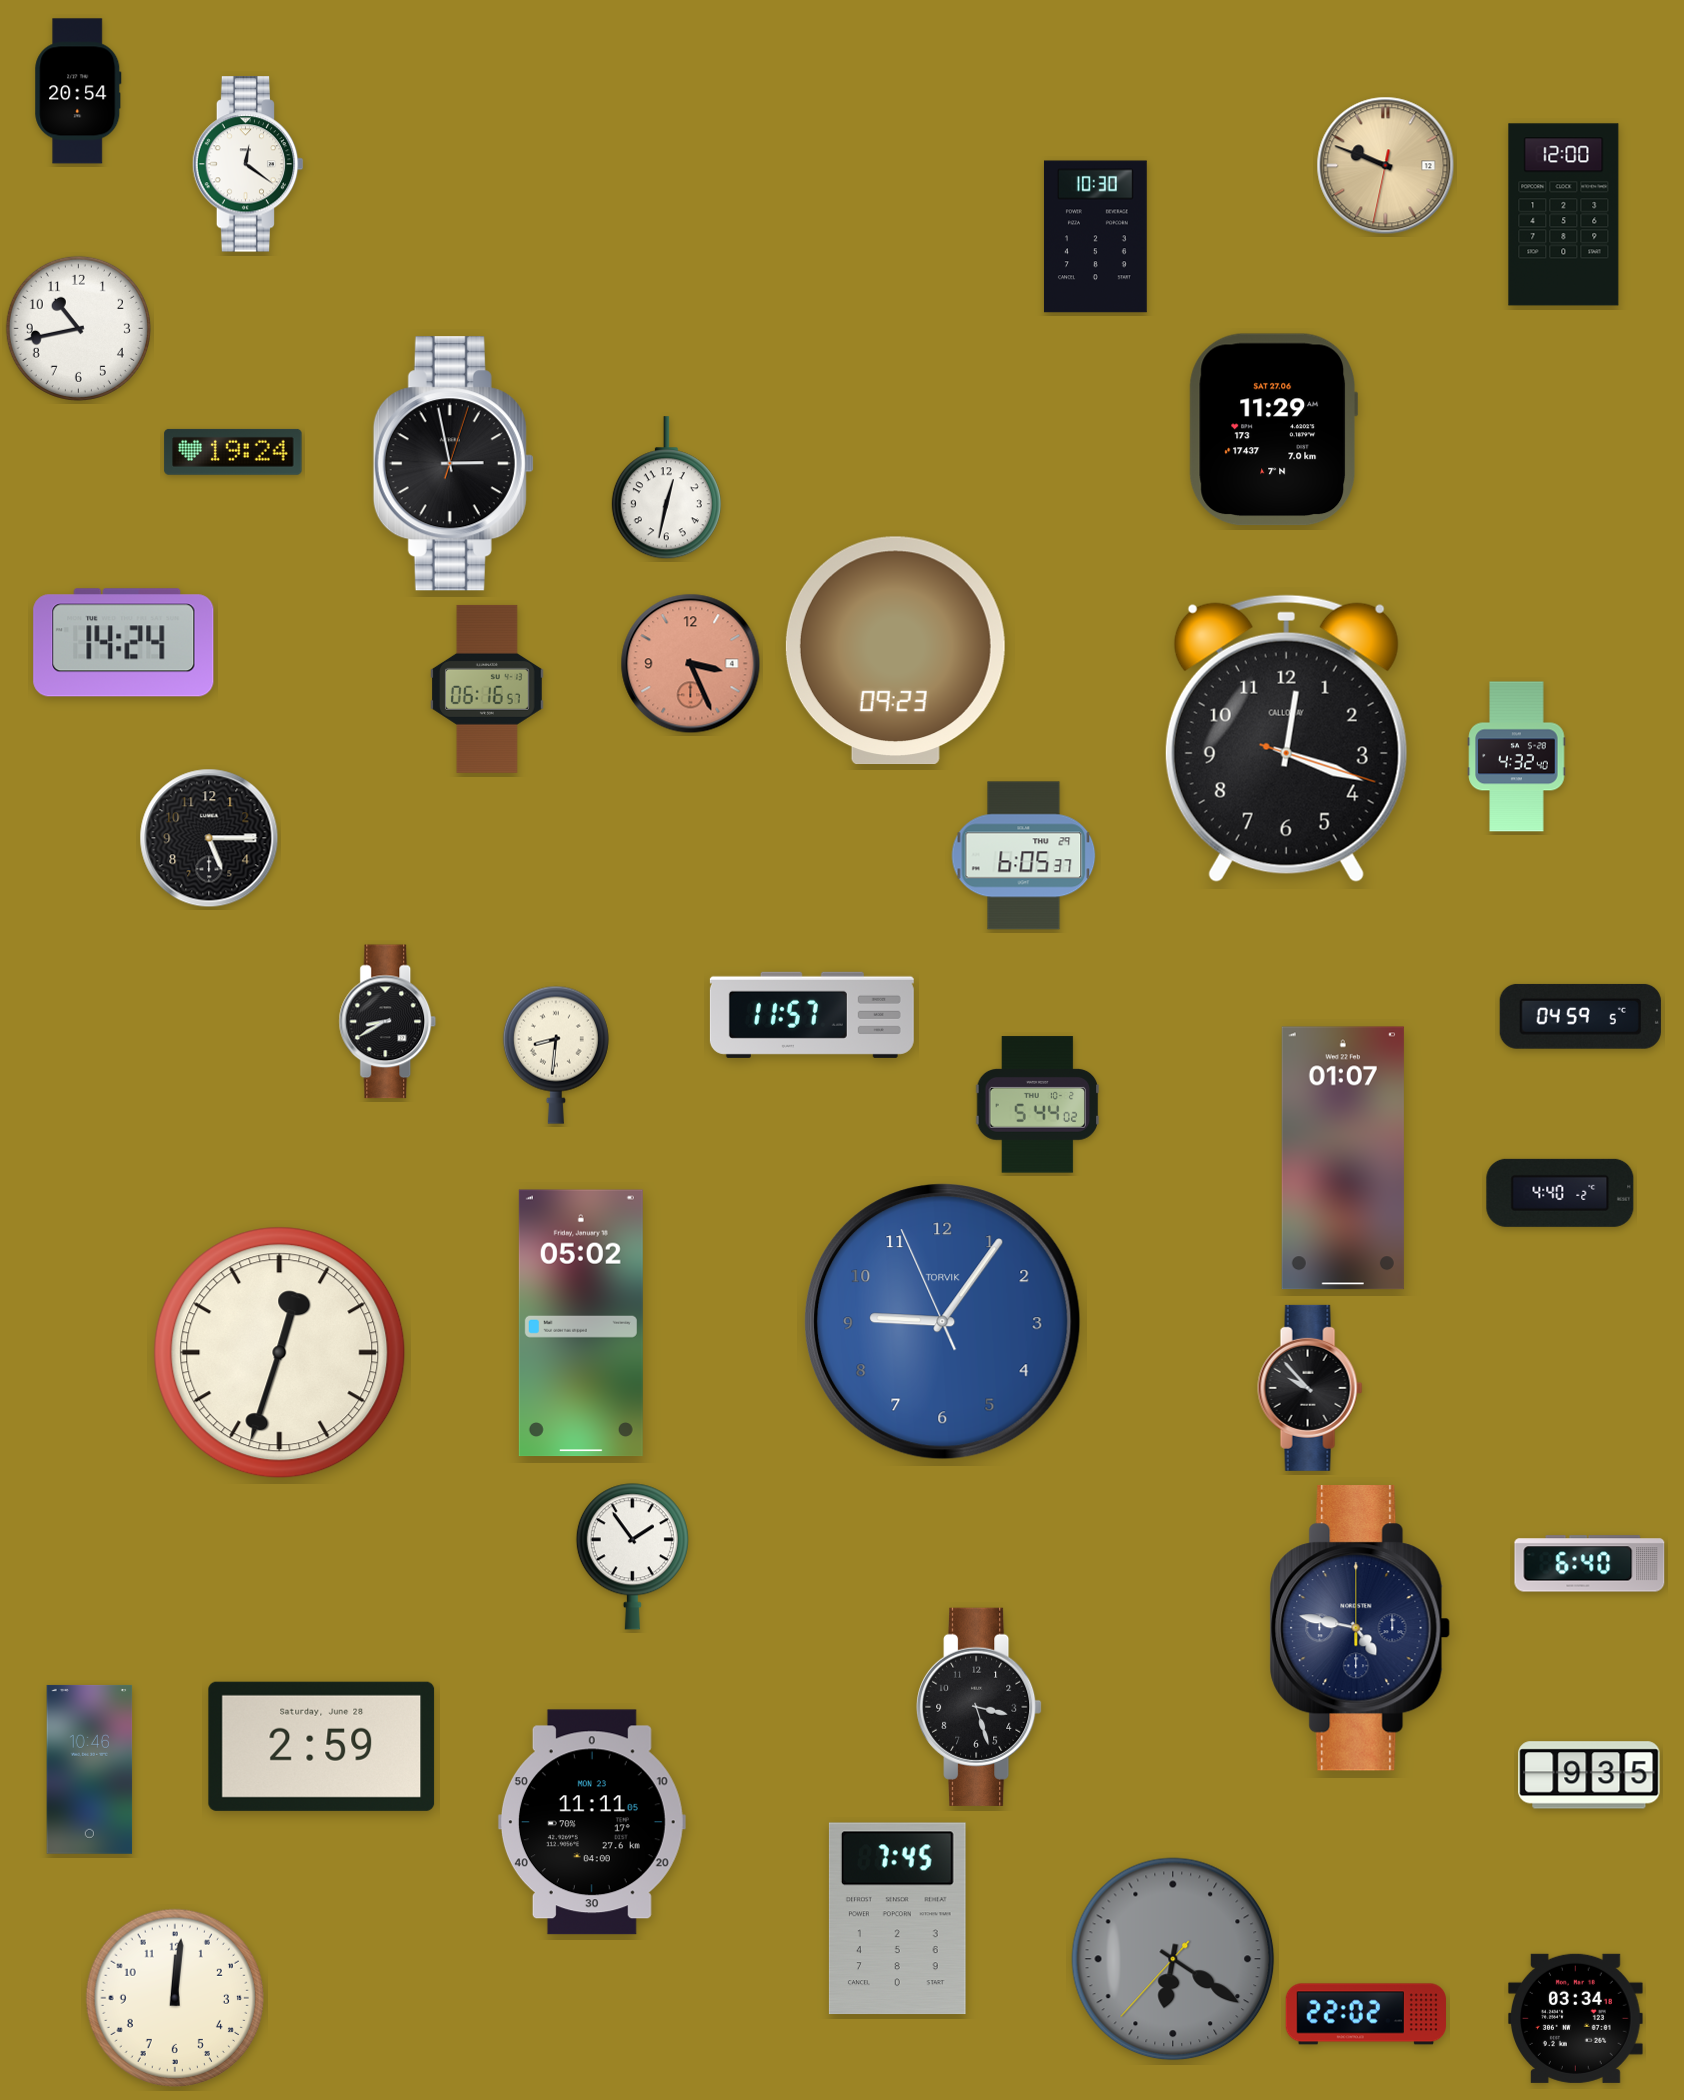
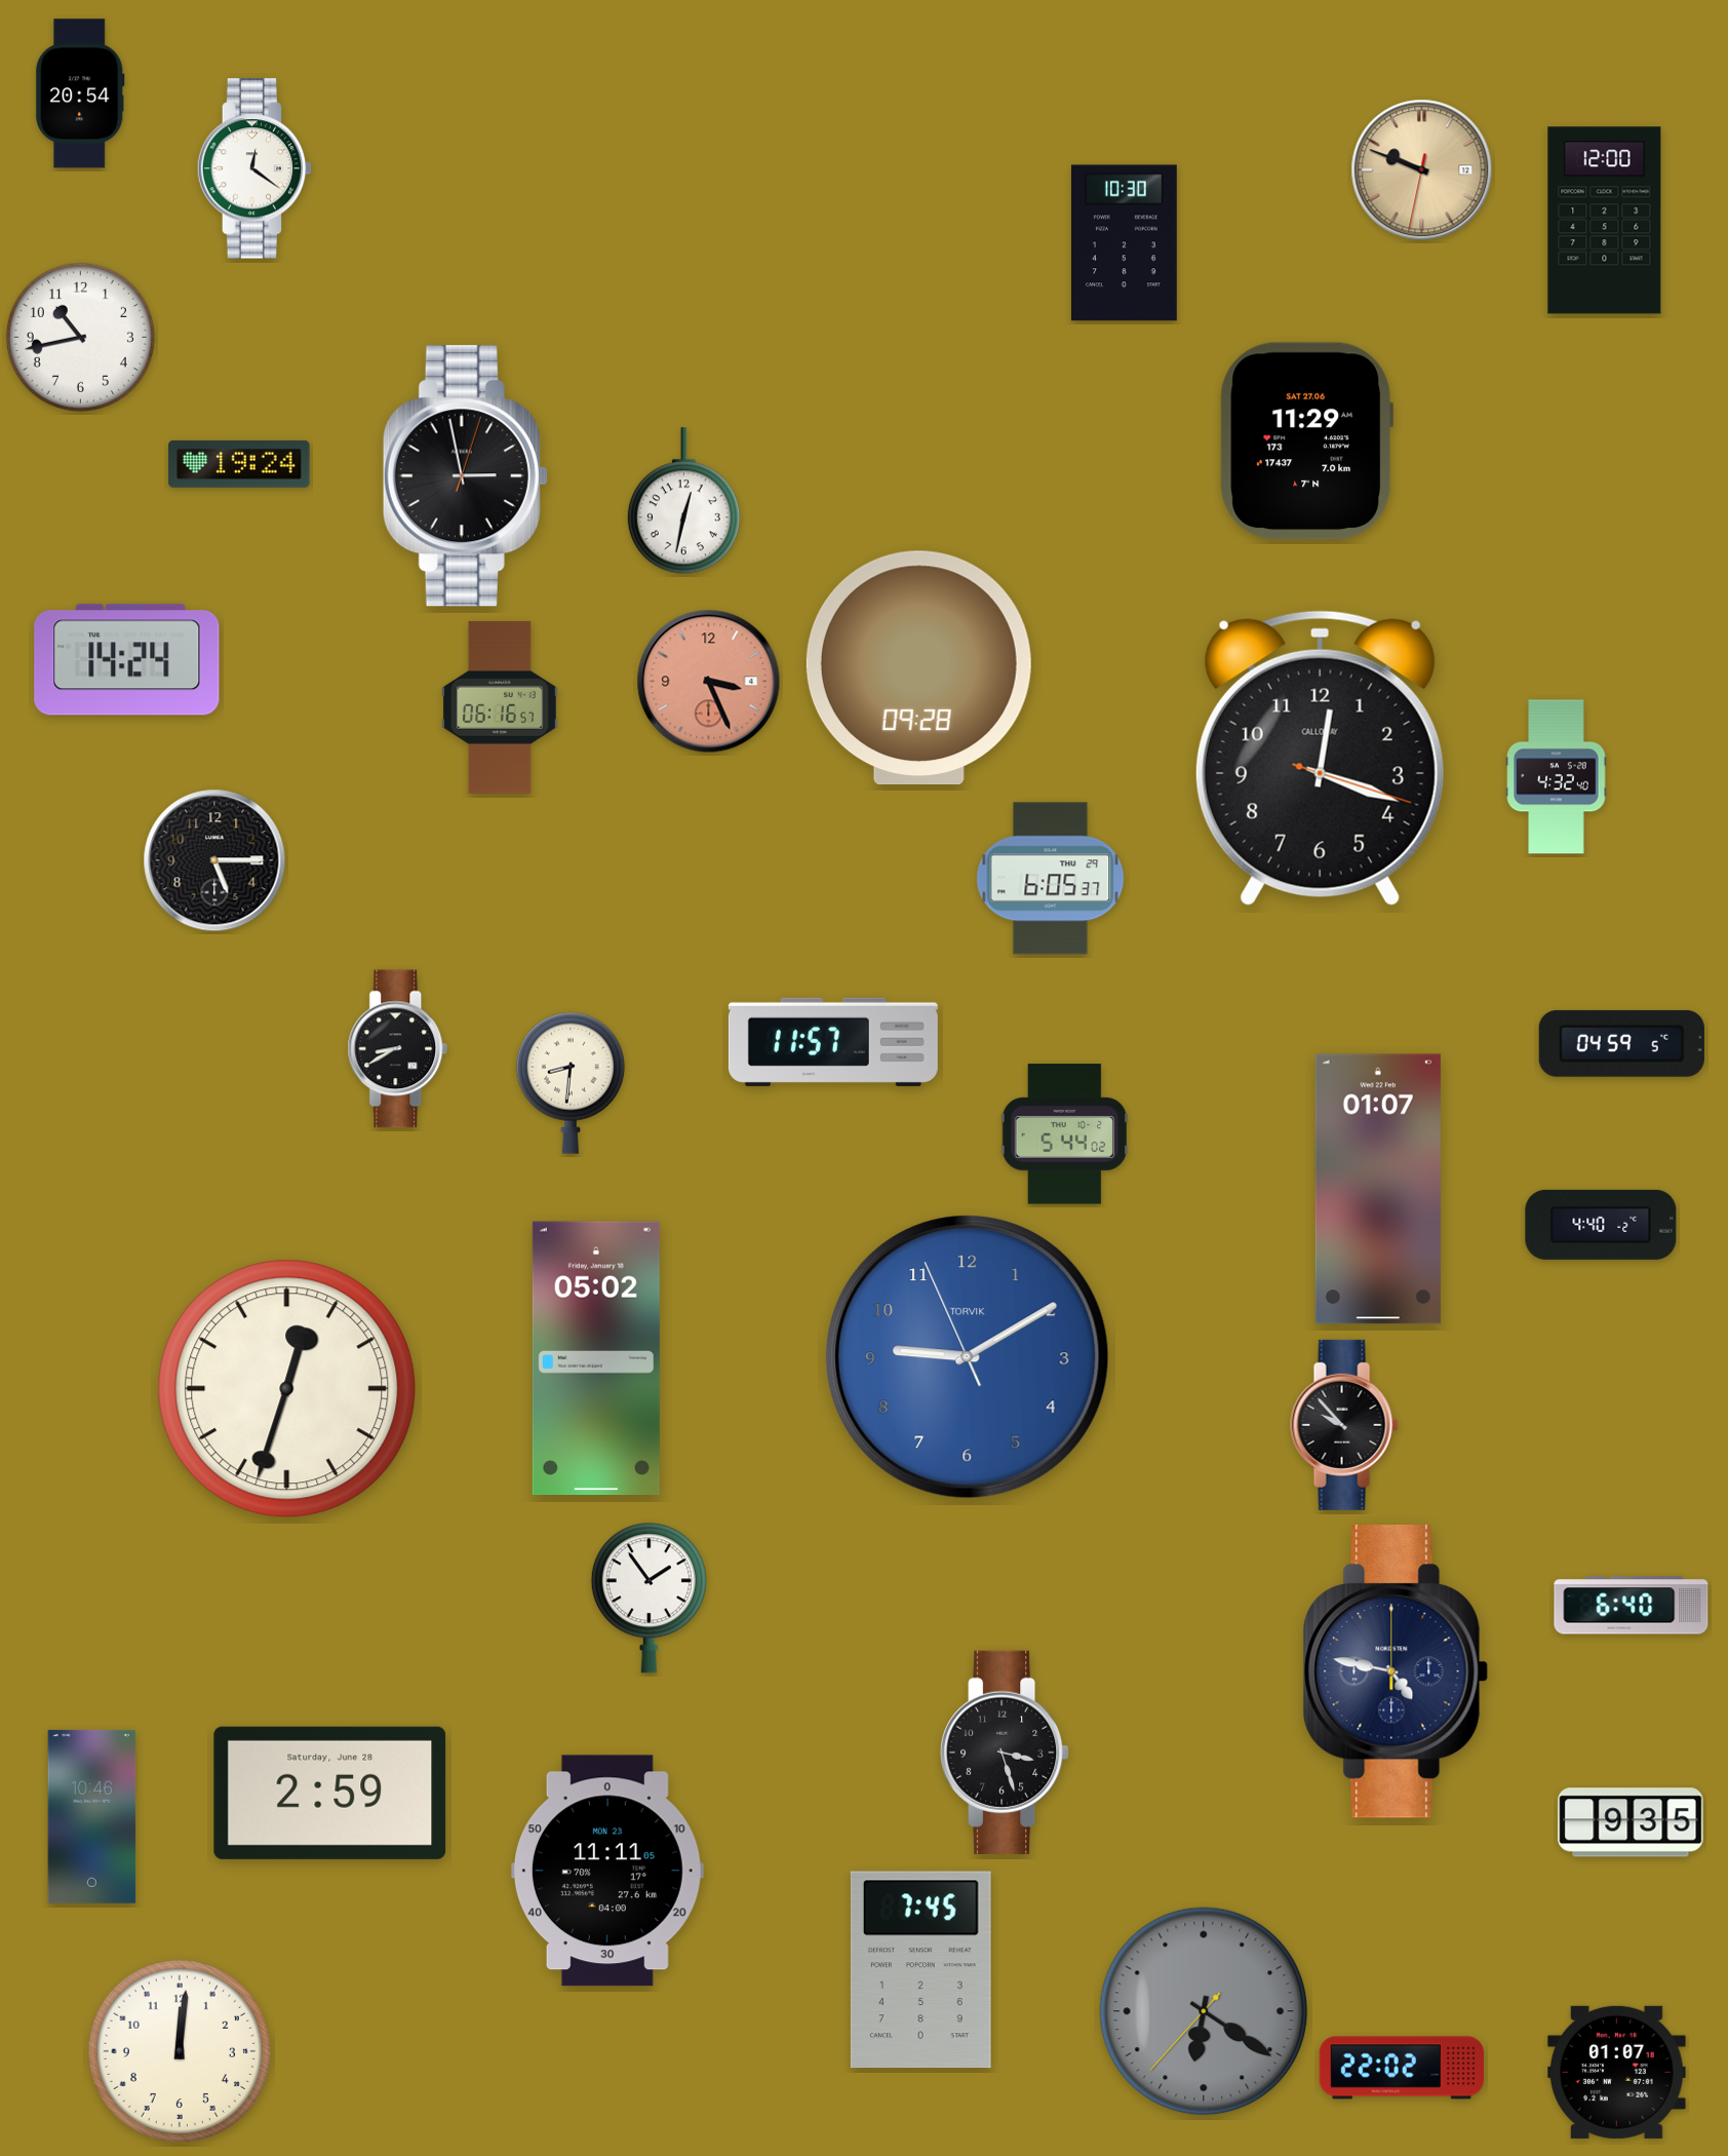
clock at (895, 651): 09:23 -> 09:28
clock at (943, 1322): 9:05 -> 9:09
clock at (1576, 2018): 03:34 -> 01:07
